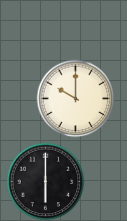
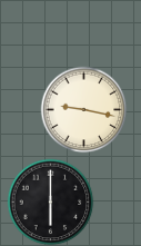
clock at (75, 98): 10:00 -> 9:17
